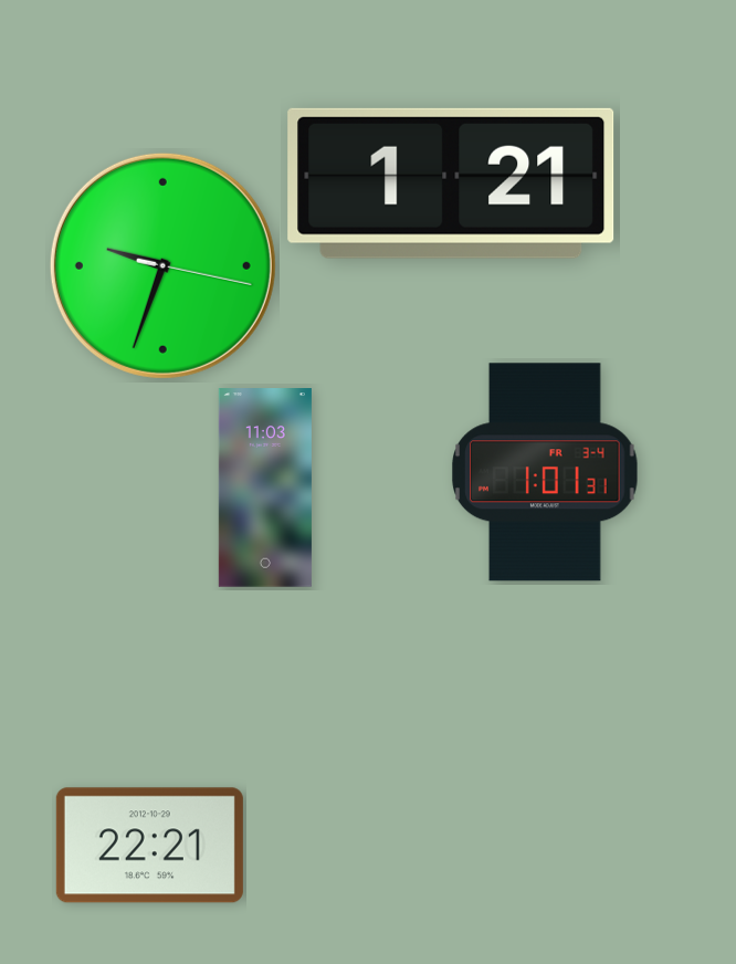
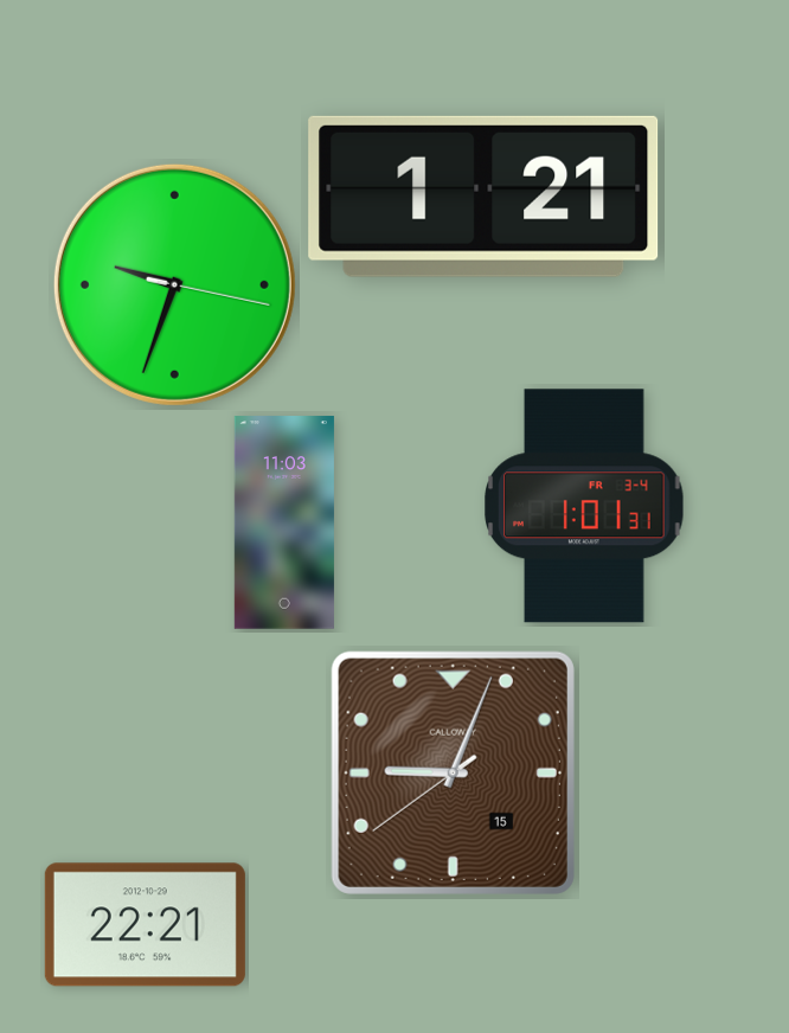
clock at (453, 772): none -> 9:03
clock at (149, 846) position: (149, 846) -> (145, 925)
